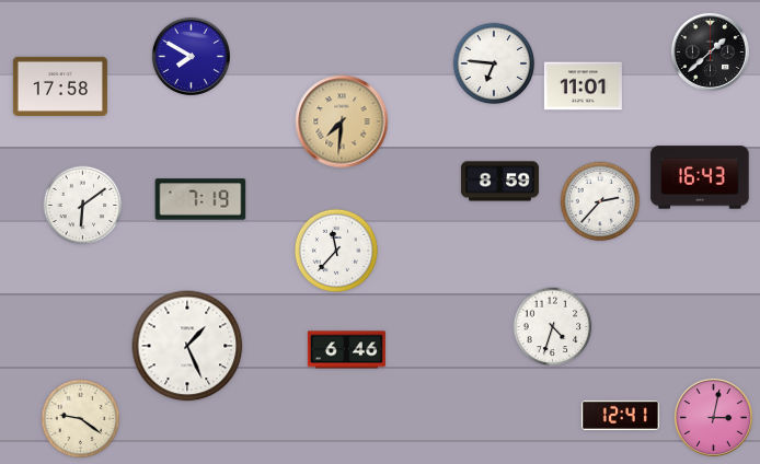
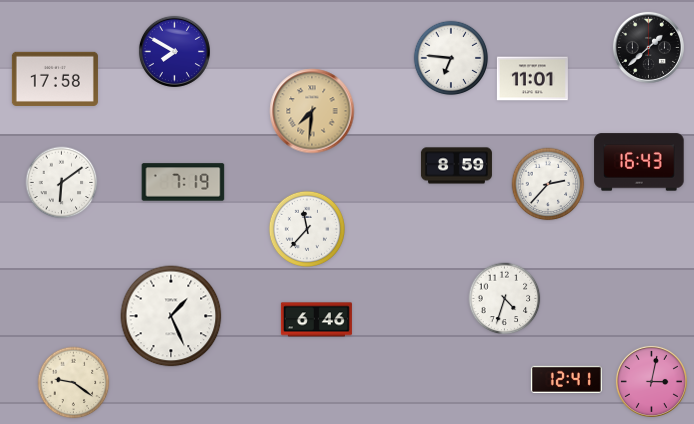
clock at (83, 206) position: (83, 206) -> (62, 183)
